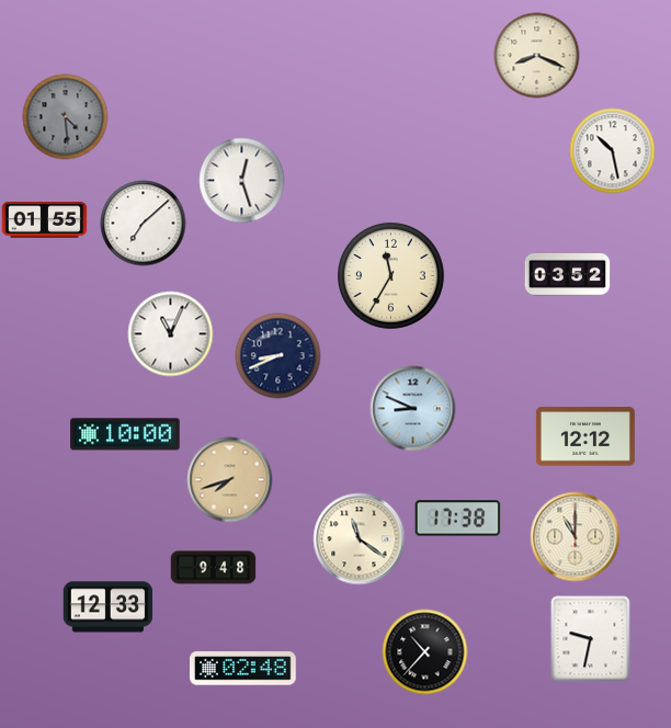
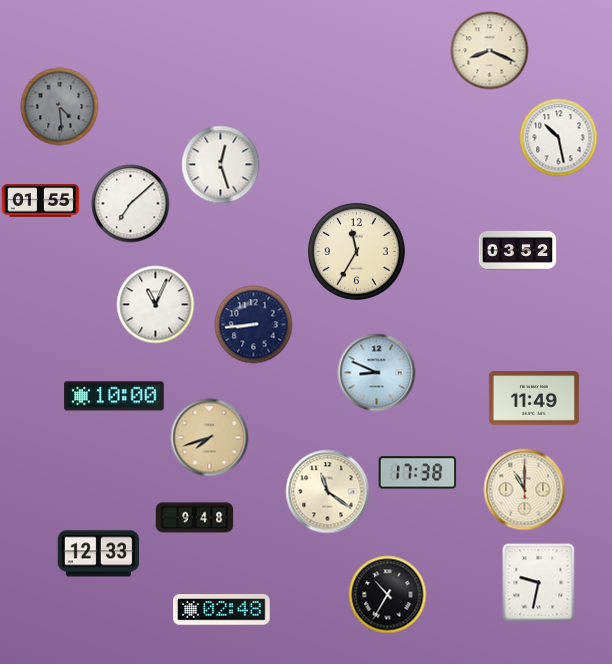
clock at (277, 355): 8:41 -> 8:44
clock at (585, 436): 12:12 -> 11:49
clock at (424, 651): 10:37 -> 10:35
